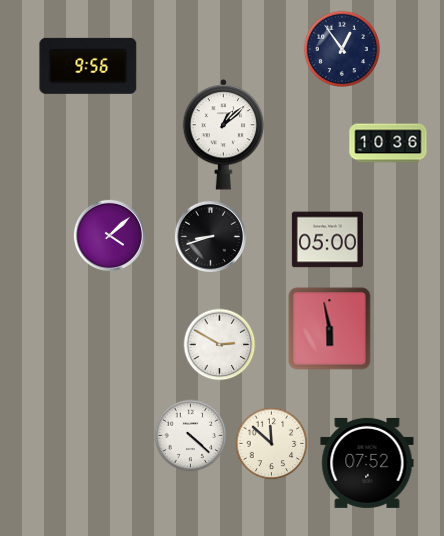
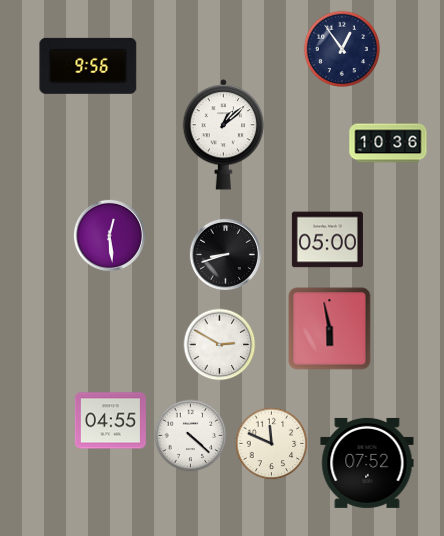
clock at (109, 235): 4:08 -> 12:29
clock at (210, 236) position: (210, 236) -> (225, 254)
clock at (110, 421): none -> 04:55
clock at (272, 444): 11:52 -> 11:49
